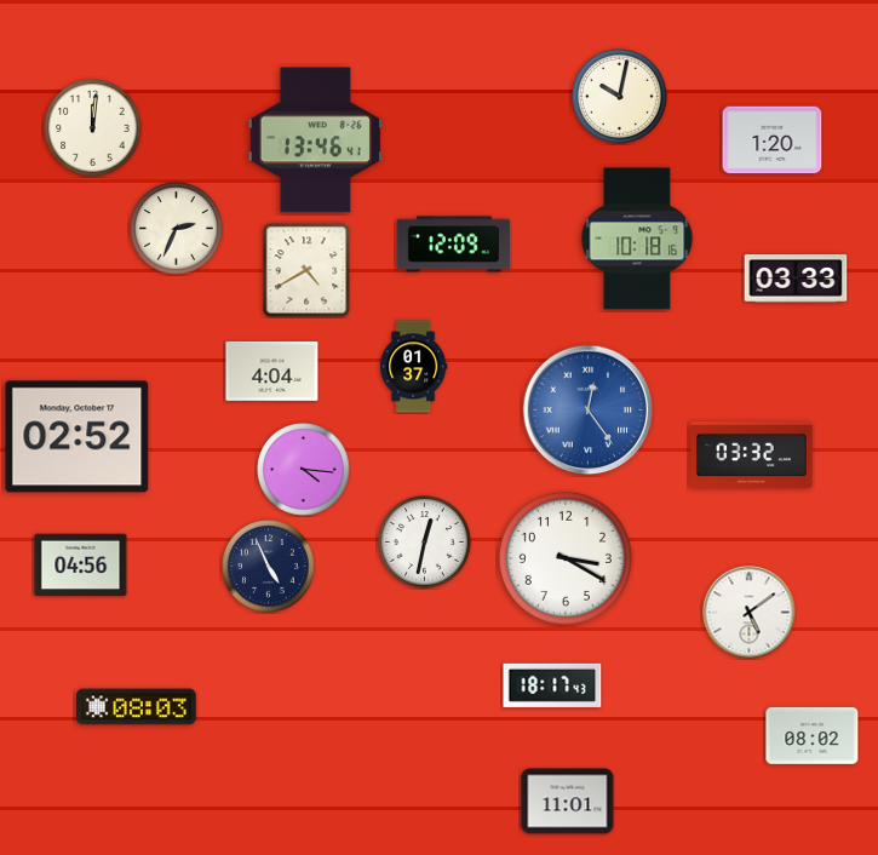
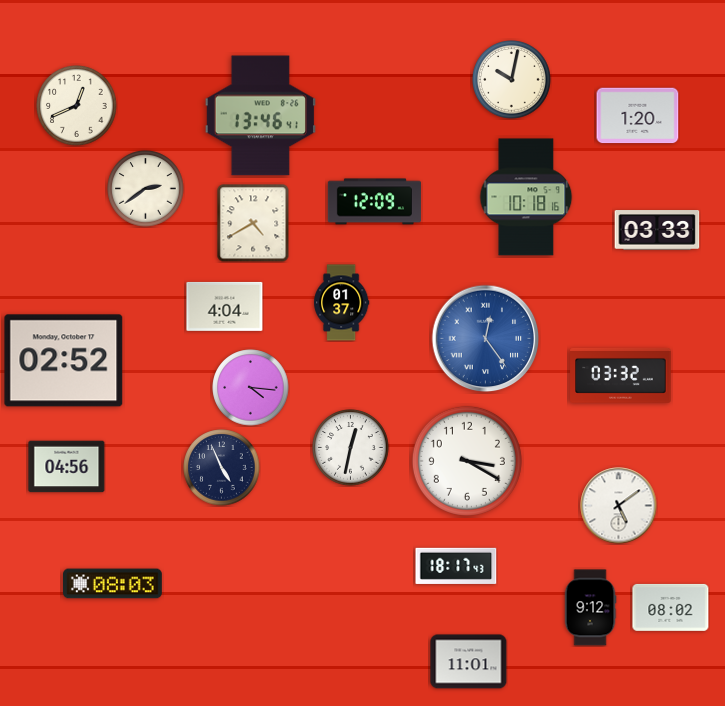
clock at (93, 128): 12:01 -> 12:41
clock at (177, 229): 2:34 -> 2:39
clock at (590, 608): none -> 9:12
